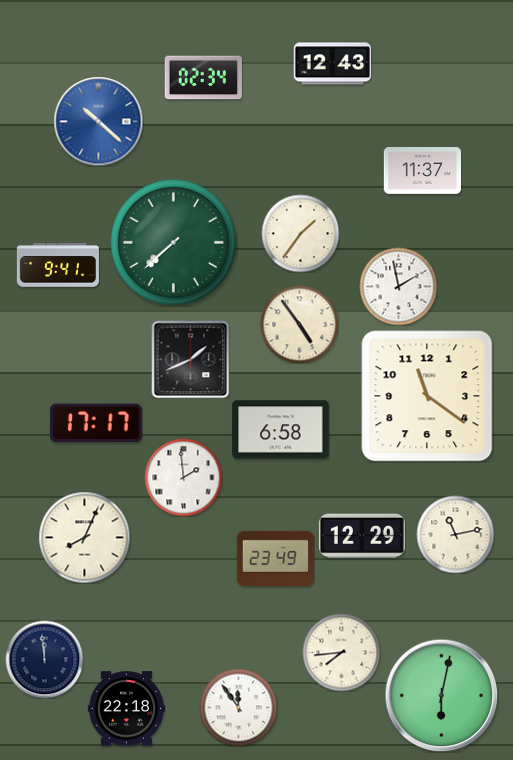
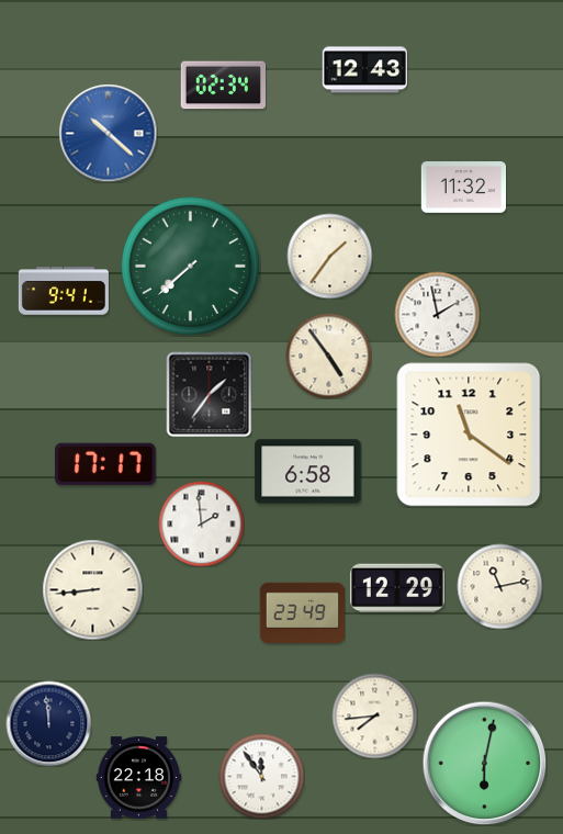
clock at (422, 171): 11:37 -> 11:32
clock at (190, 359): 1:41 -> 1:36
clock at (84, 537): 8:04 -> 8:44
